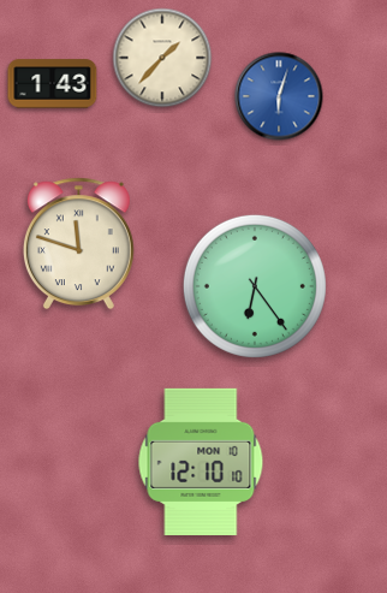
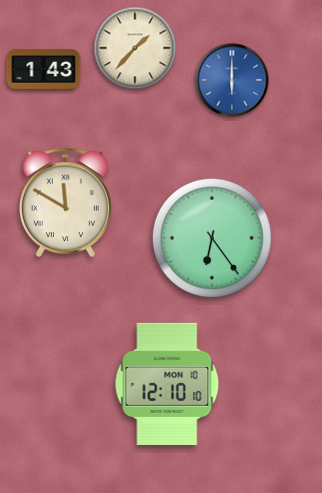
clock at (279, 96): 6:03 -> 6:00
clock at (78, 244): 11:48 -> 11:50
